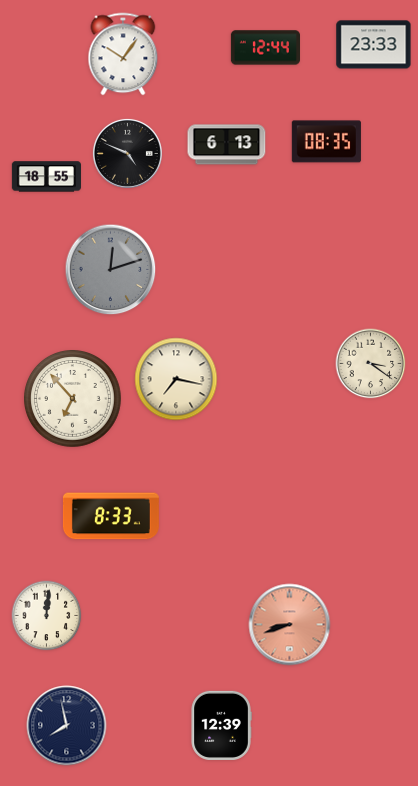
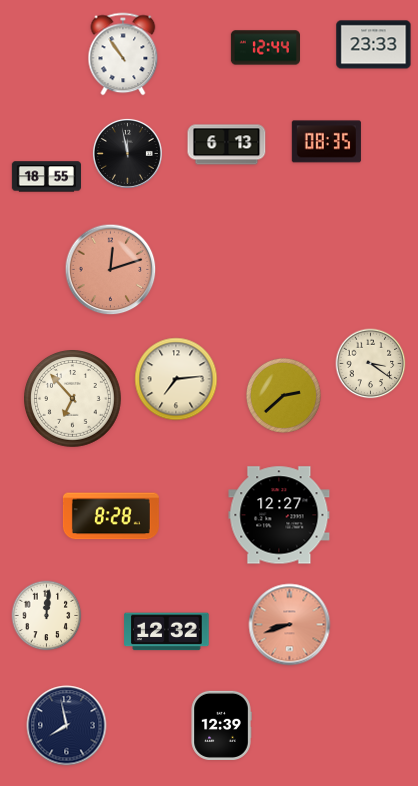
clock at (123, 54): 10:06 -> 10:54
clock at (127, 153): 4:49 -> 11:58
clock at (111, 270) dial: grey -> salmon
clock at (176, 379): 7:17 -> 7:14
clock at (283, 395): none -> 2:38
clock at (279, 515): none -> 12:27
clock at (111, 516): 8:33 -> 8:28
clock at (167, 632): none -> 12:32
